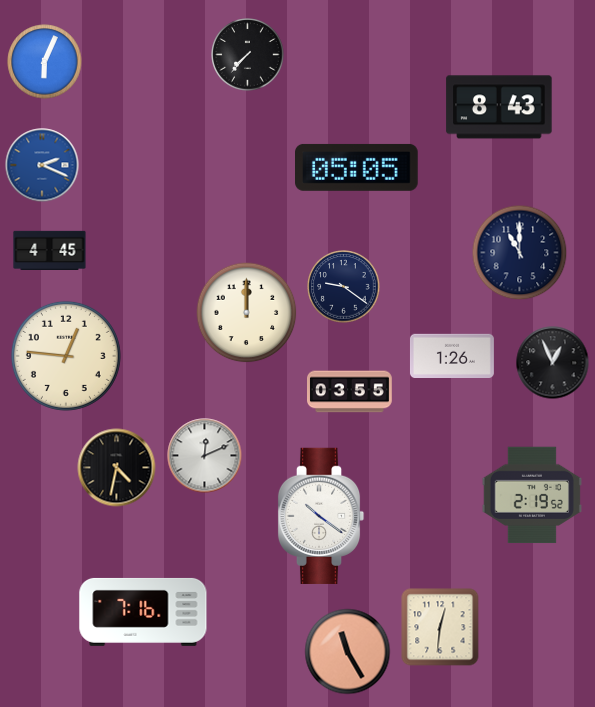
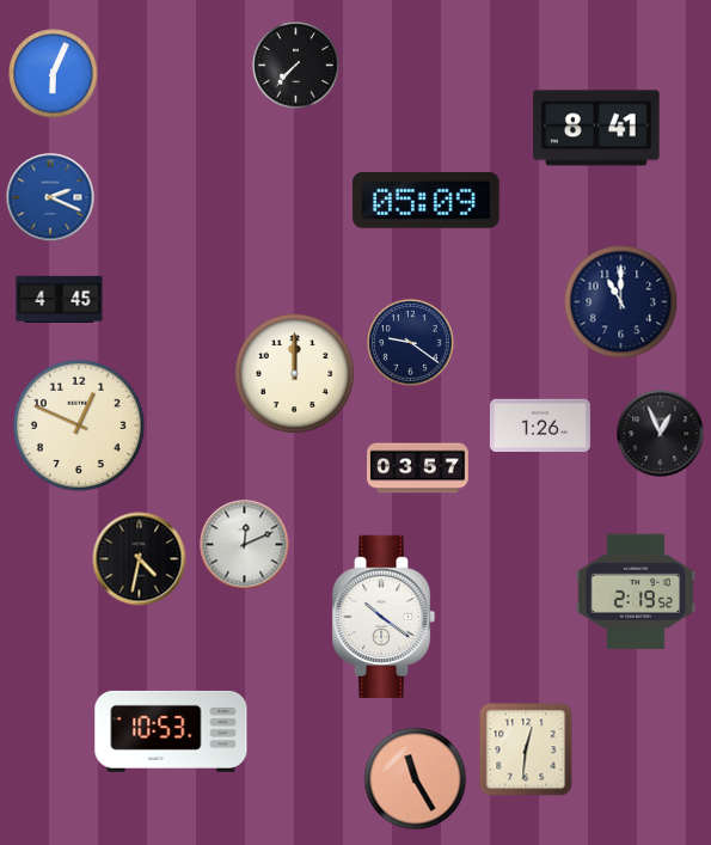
clock at (499, 107): 8:43 -> 8:41
clock at (357, 167): 05:05 -> 05:09
clock at (66, 356): 12:46 -> 12:49
clock at (350, 392): 03:55 -> 03:57
clock at (143, 612): 7:16 -> 10:53
